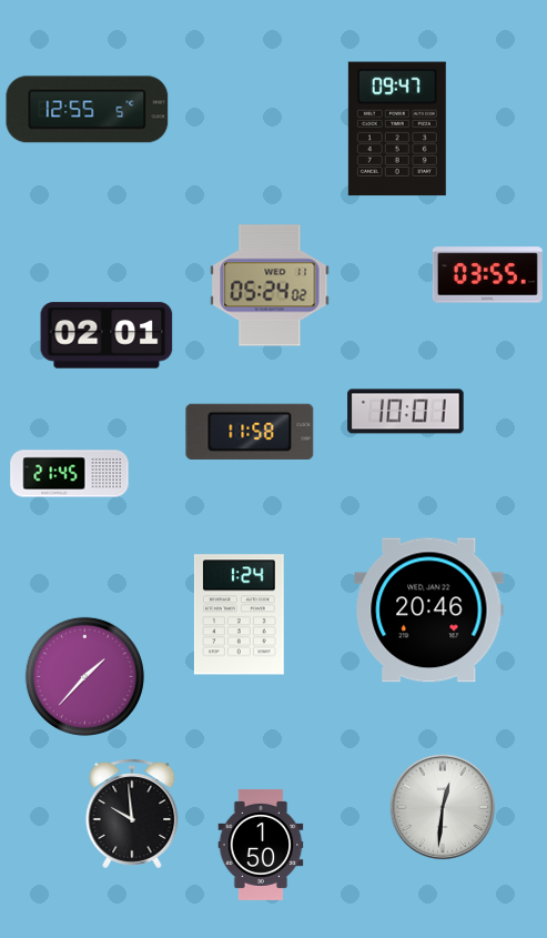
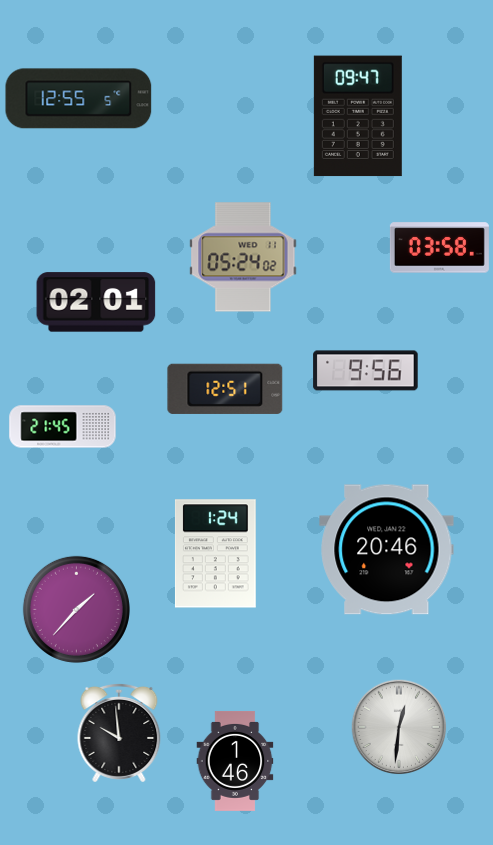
clock at (487, 275): 03:55 -> 03:58
clock at (406, 412): 10:01 -> 9:56
clock at (250, 432): 11:58 -> 12:51
clock at (261, 845): 1:50 -> 1:46
